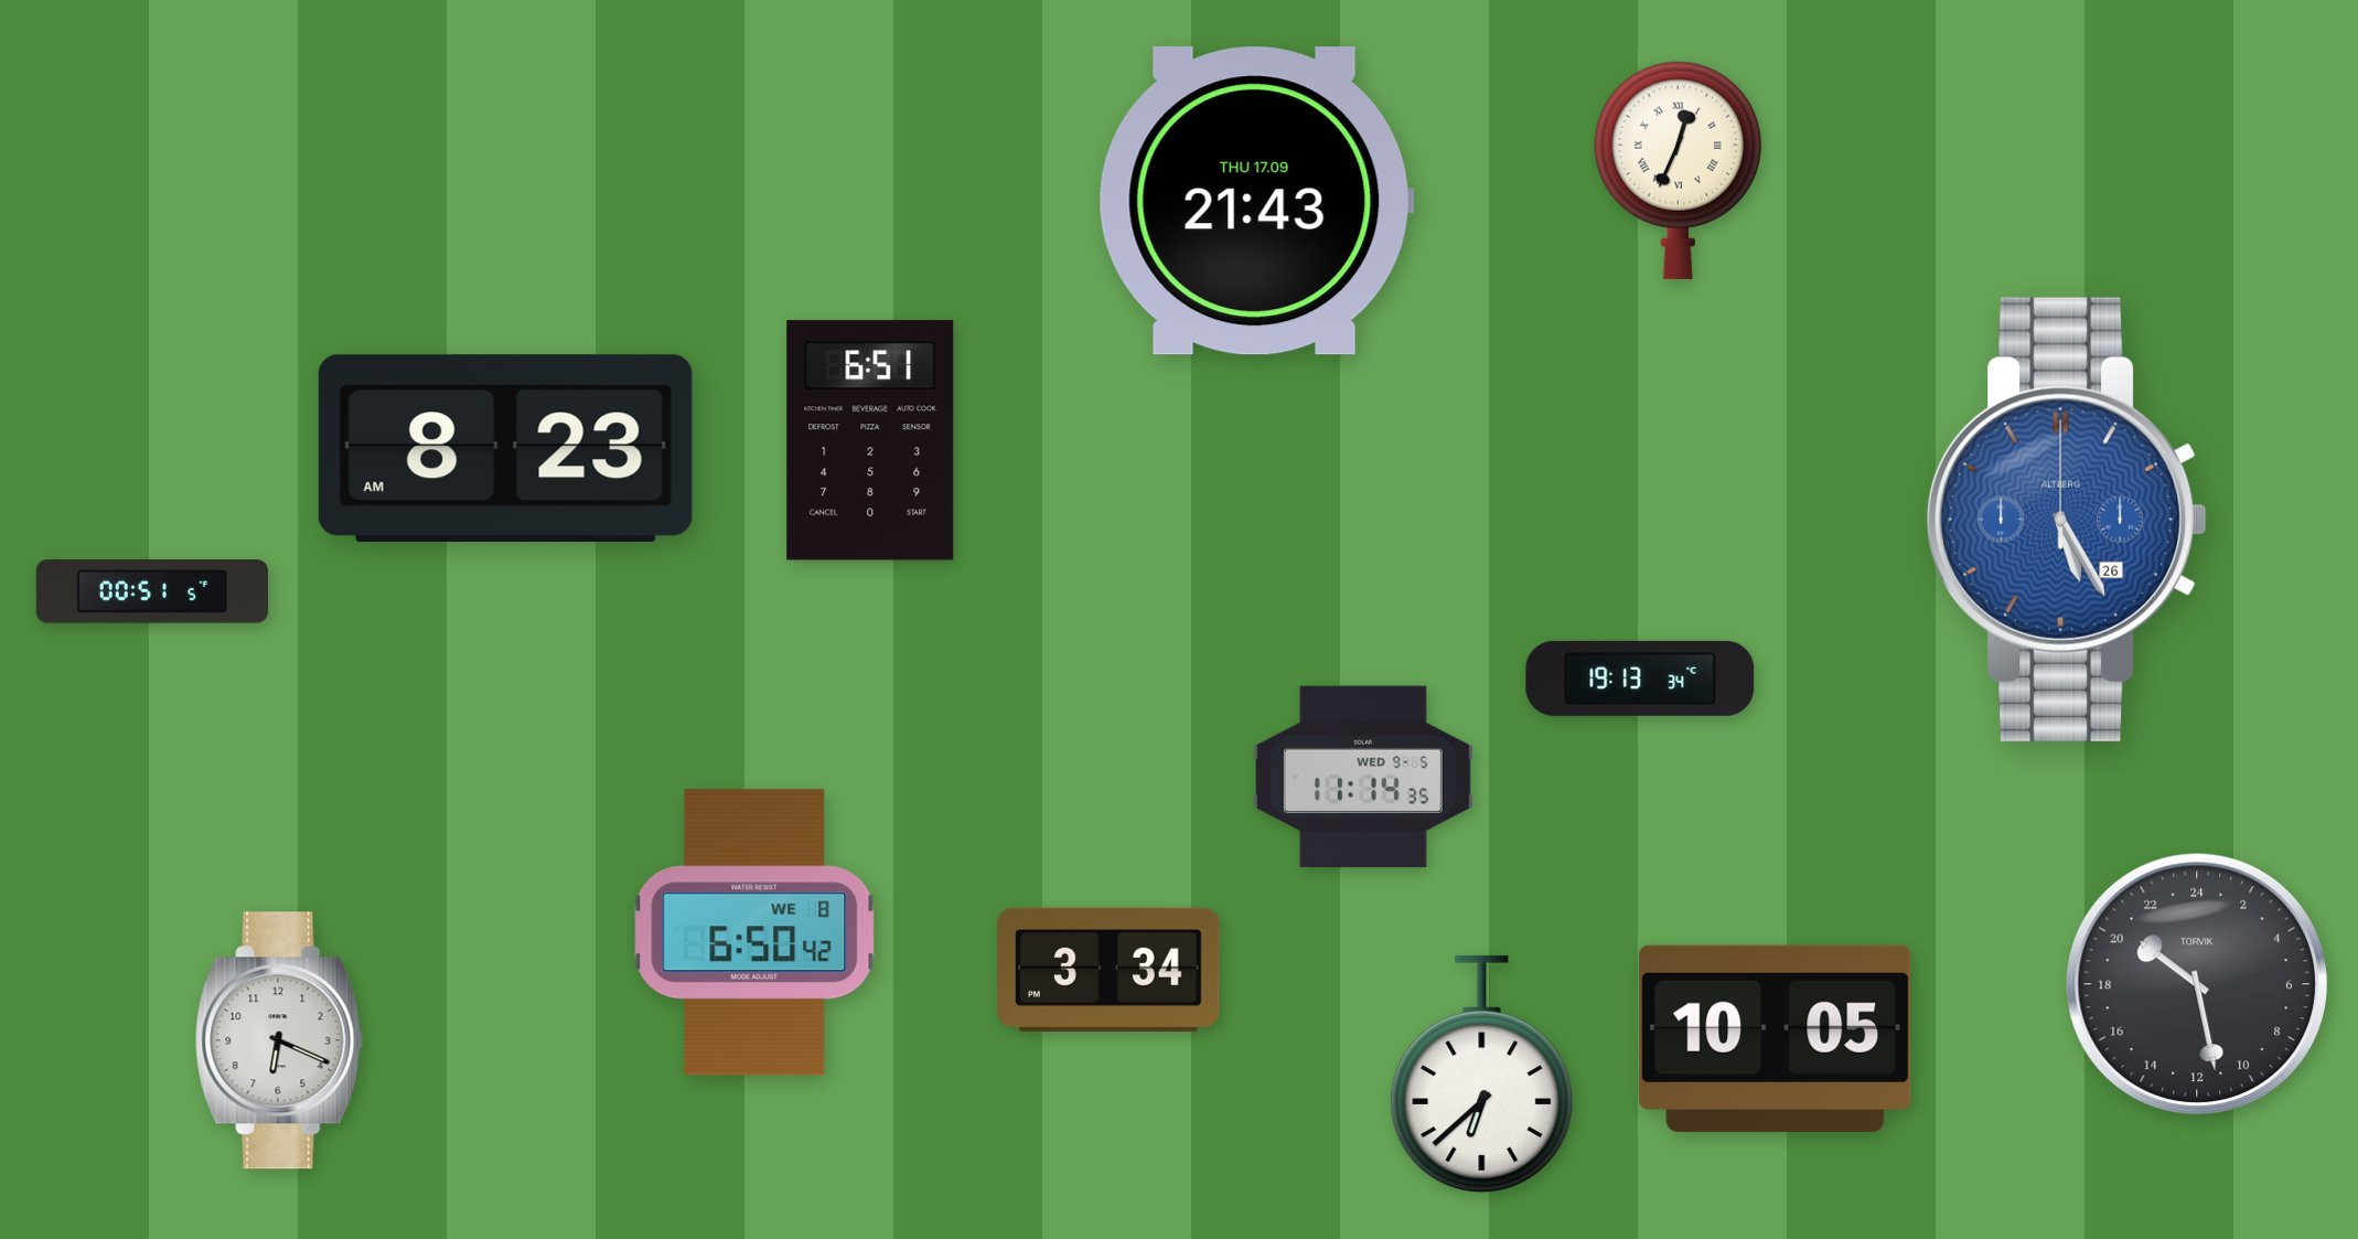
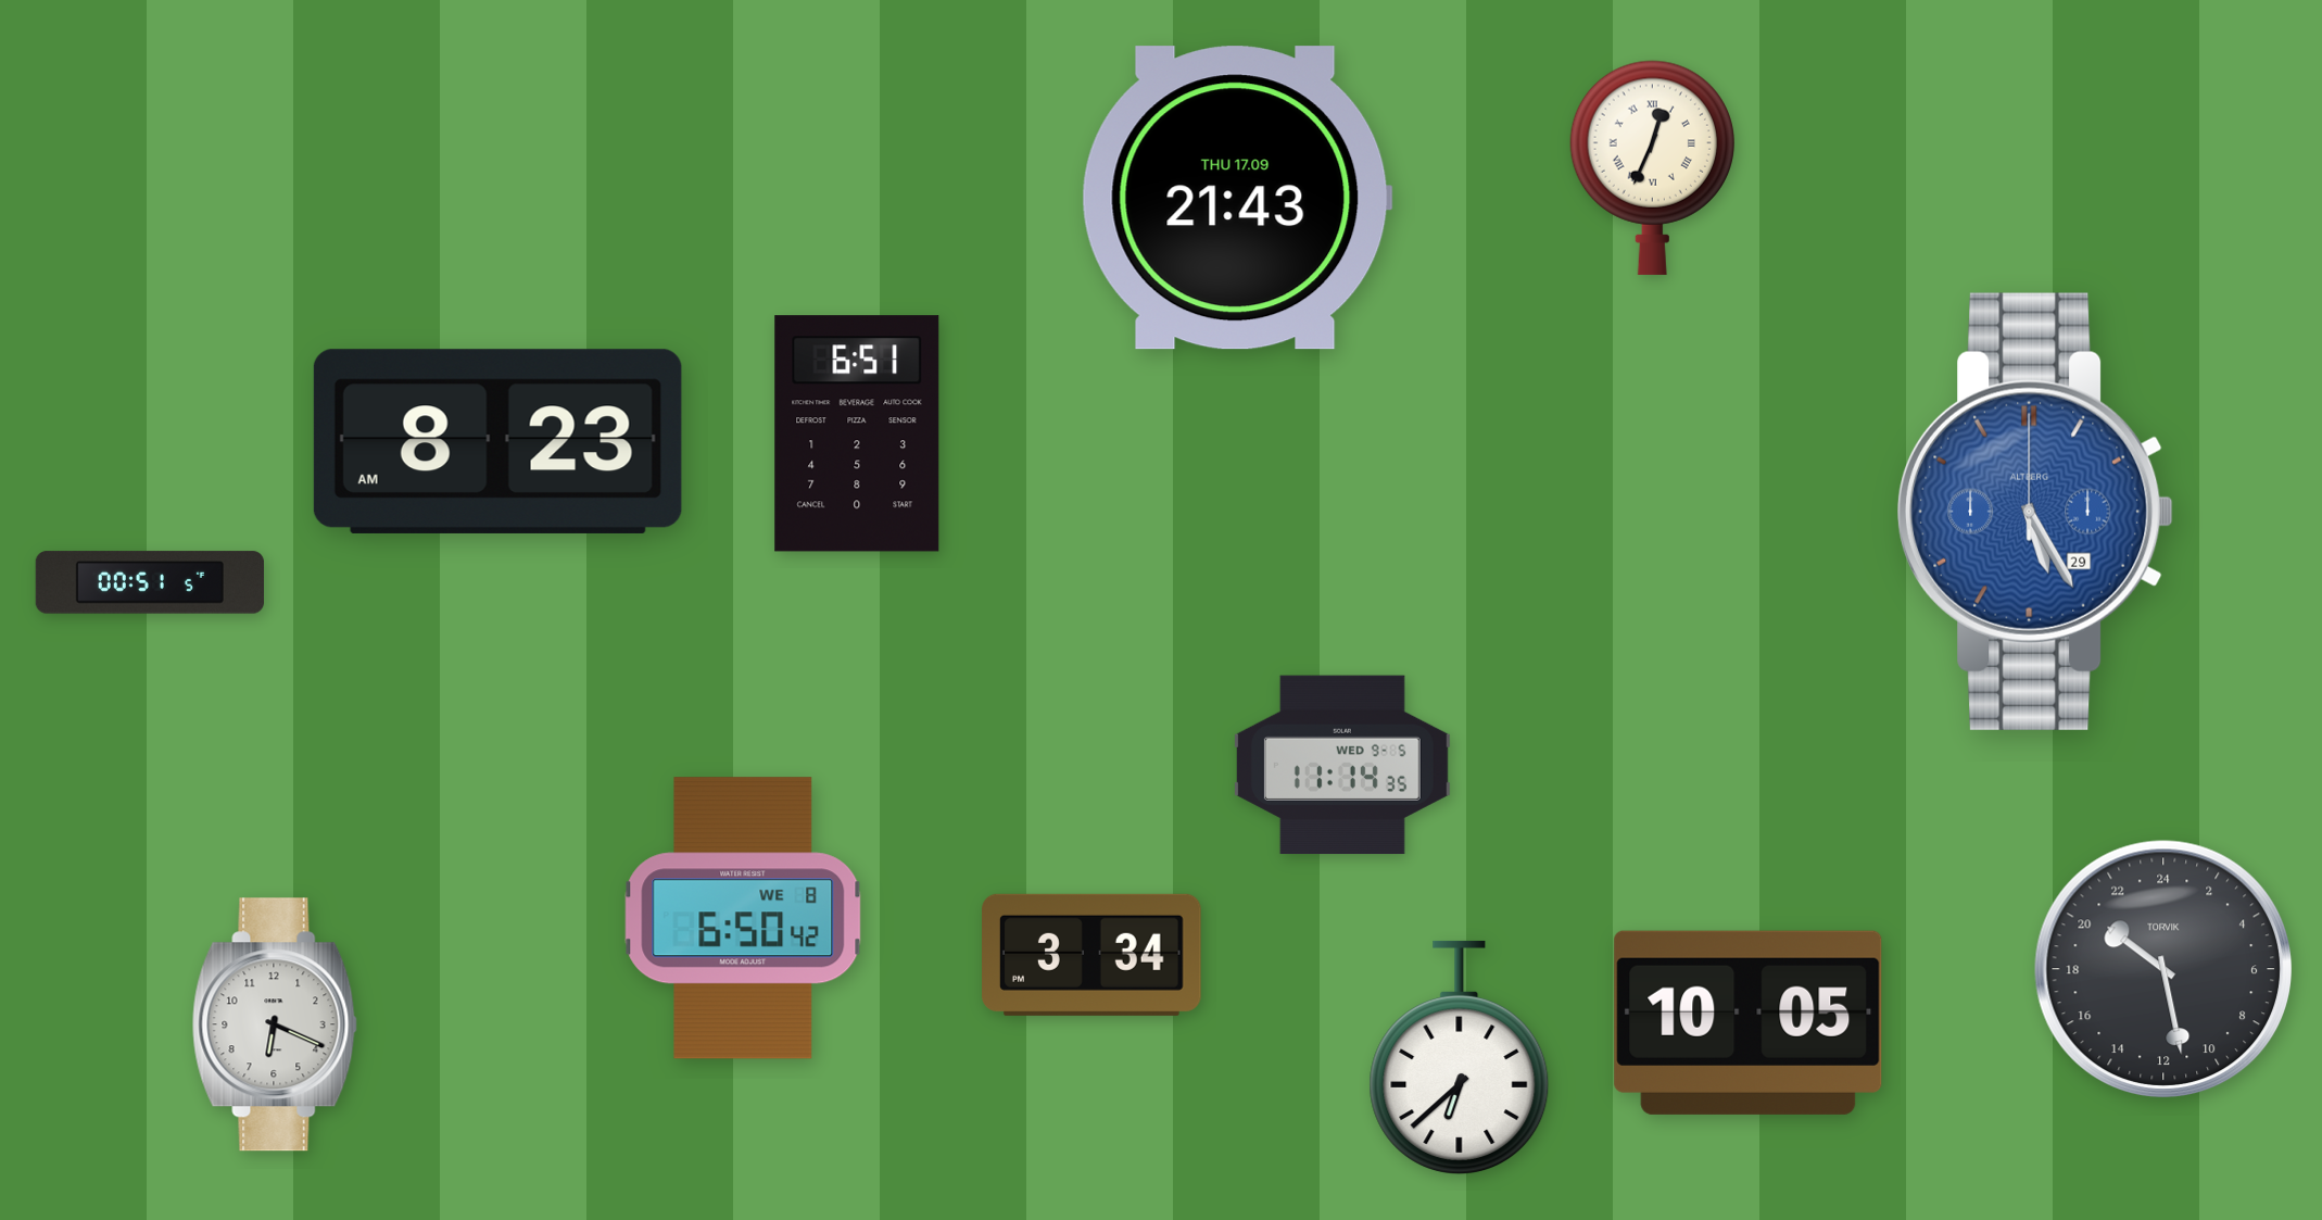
clock at (2067, 520) date: 26 -> 29
clock at (1640, 679): 19:13 -> none
